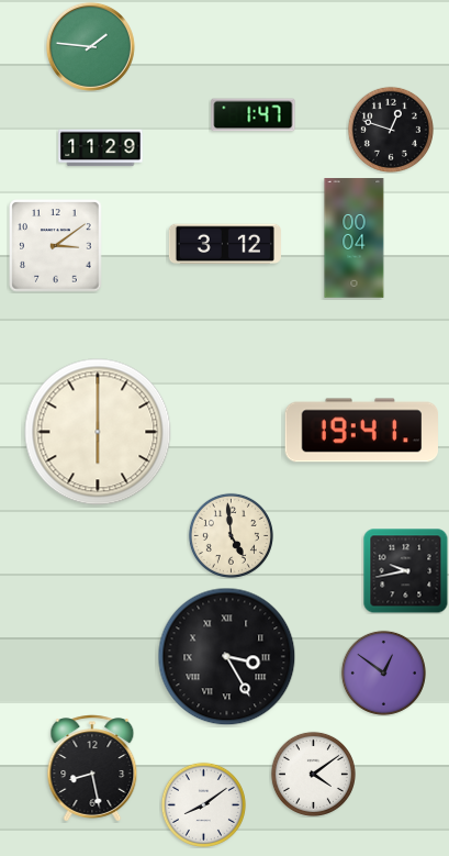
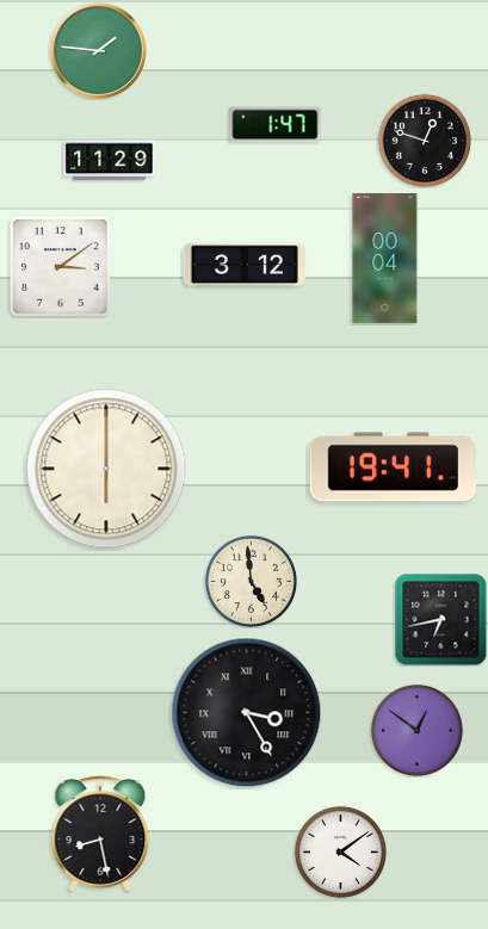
clock at (405, 570): 9:43 -> 6:43
clock at (313, 774) position: (313, 774) -> (340, 851)
clock at (203, 804): 8:09 -> none
